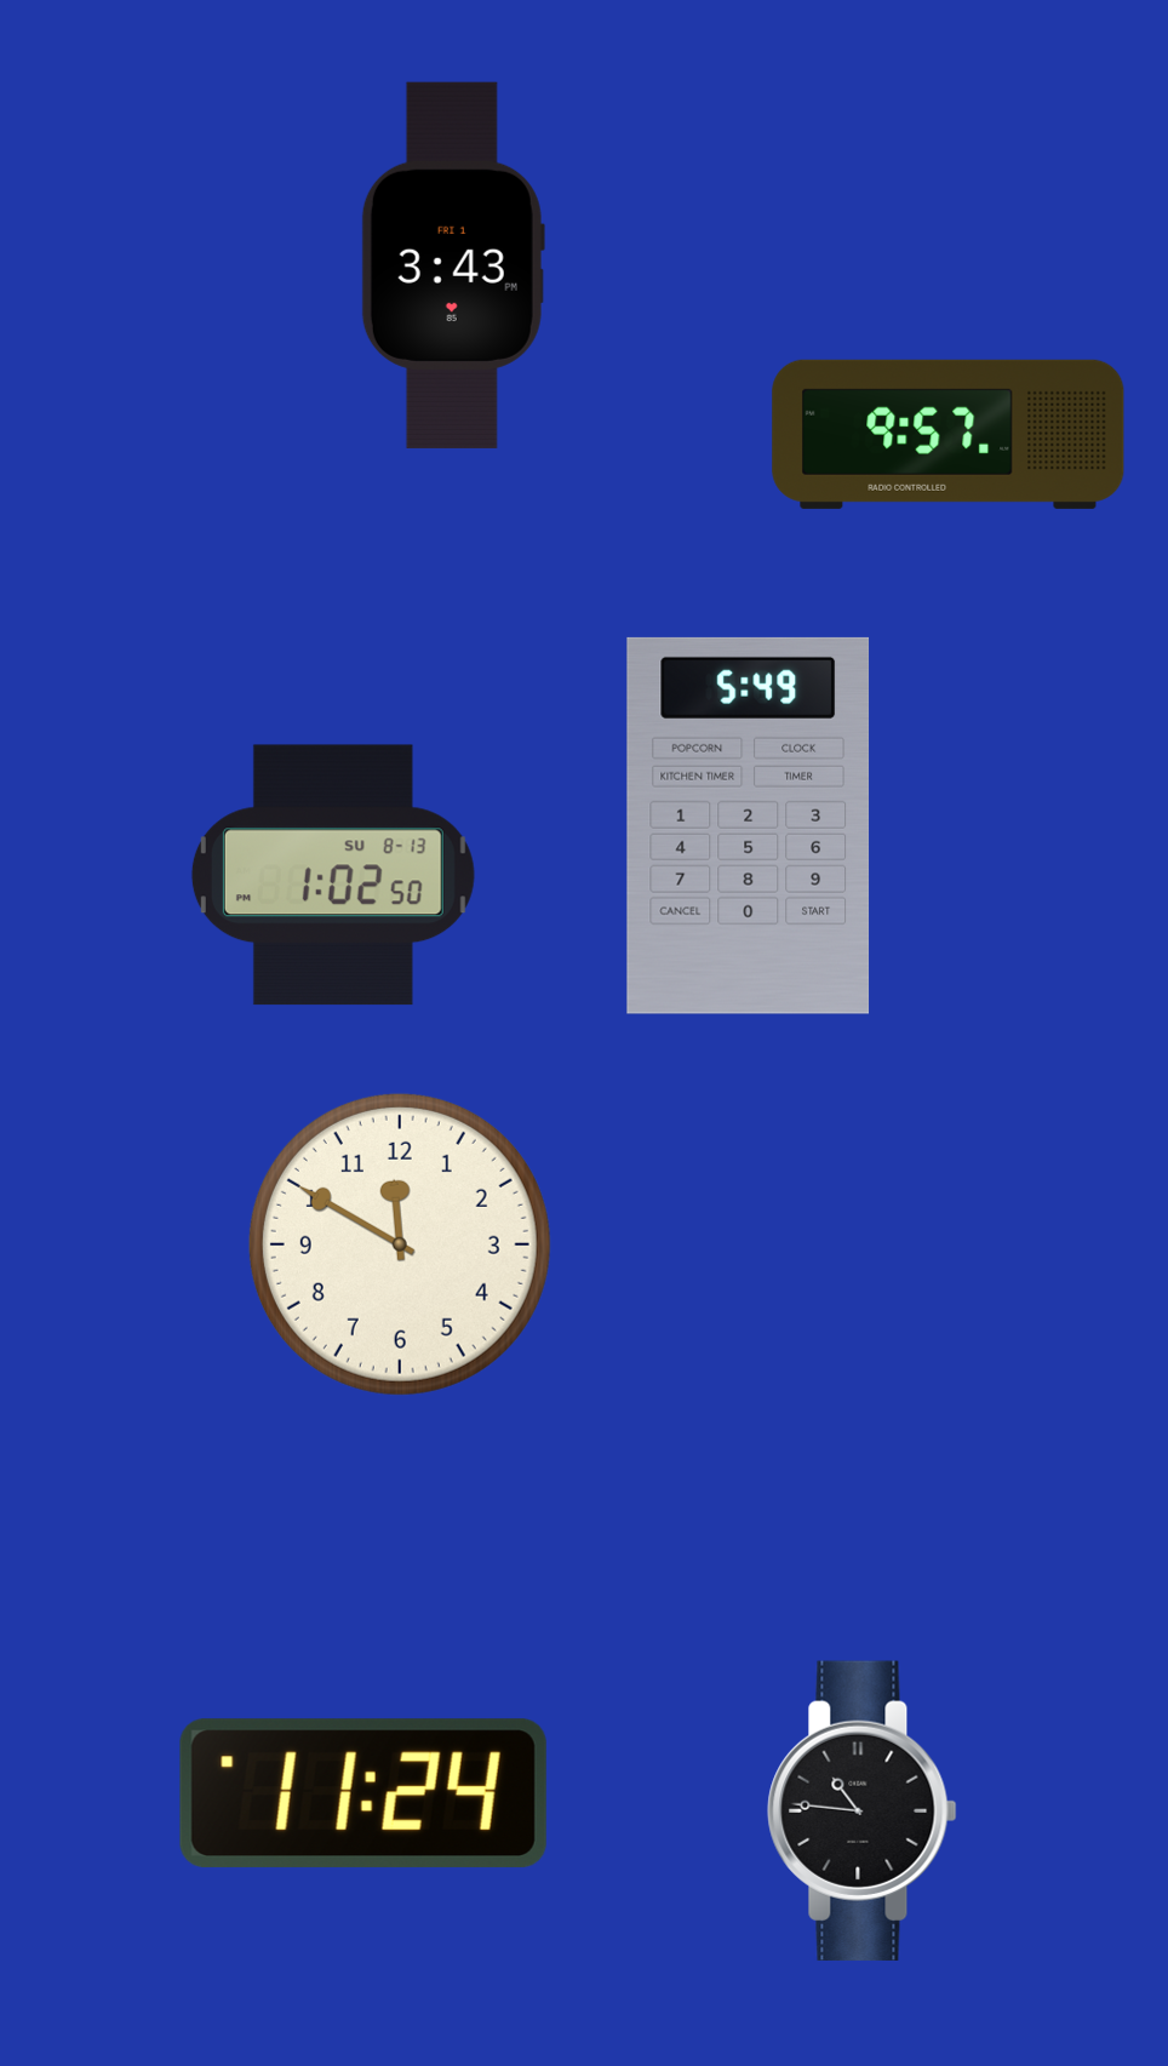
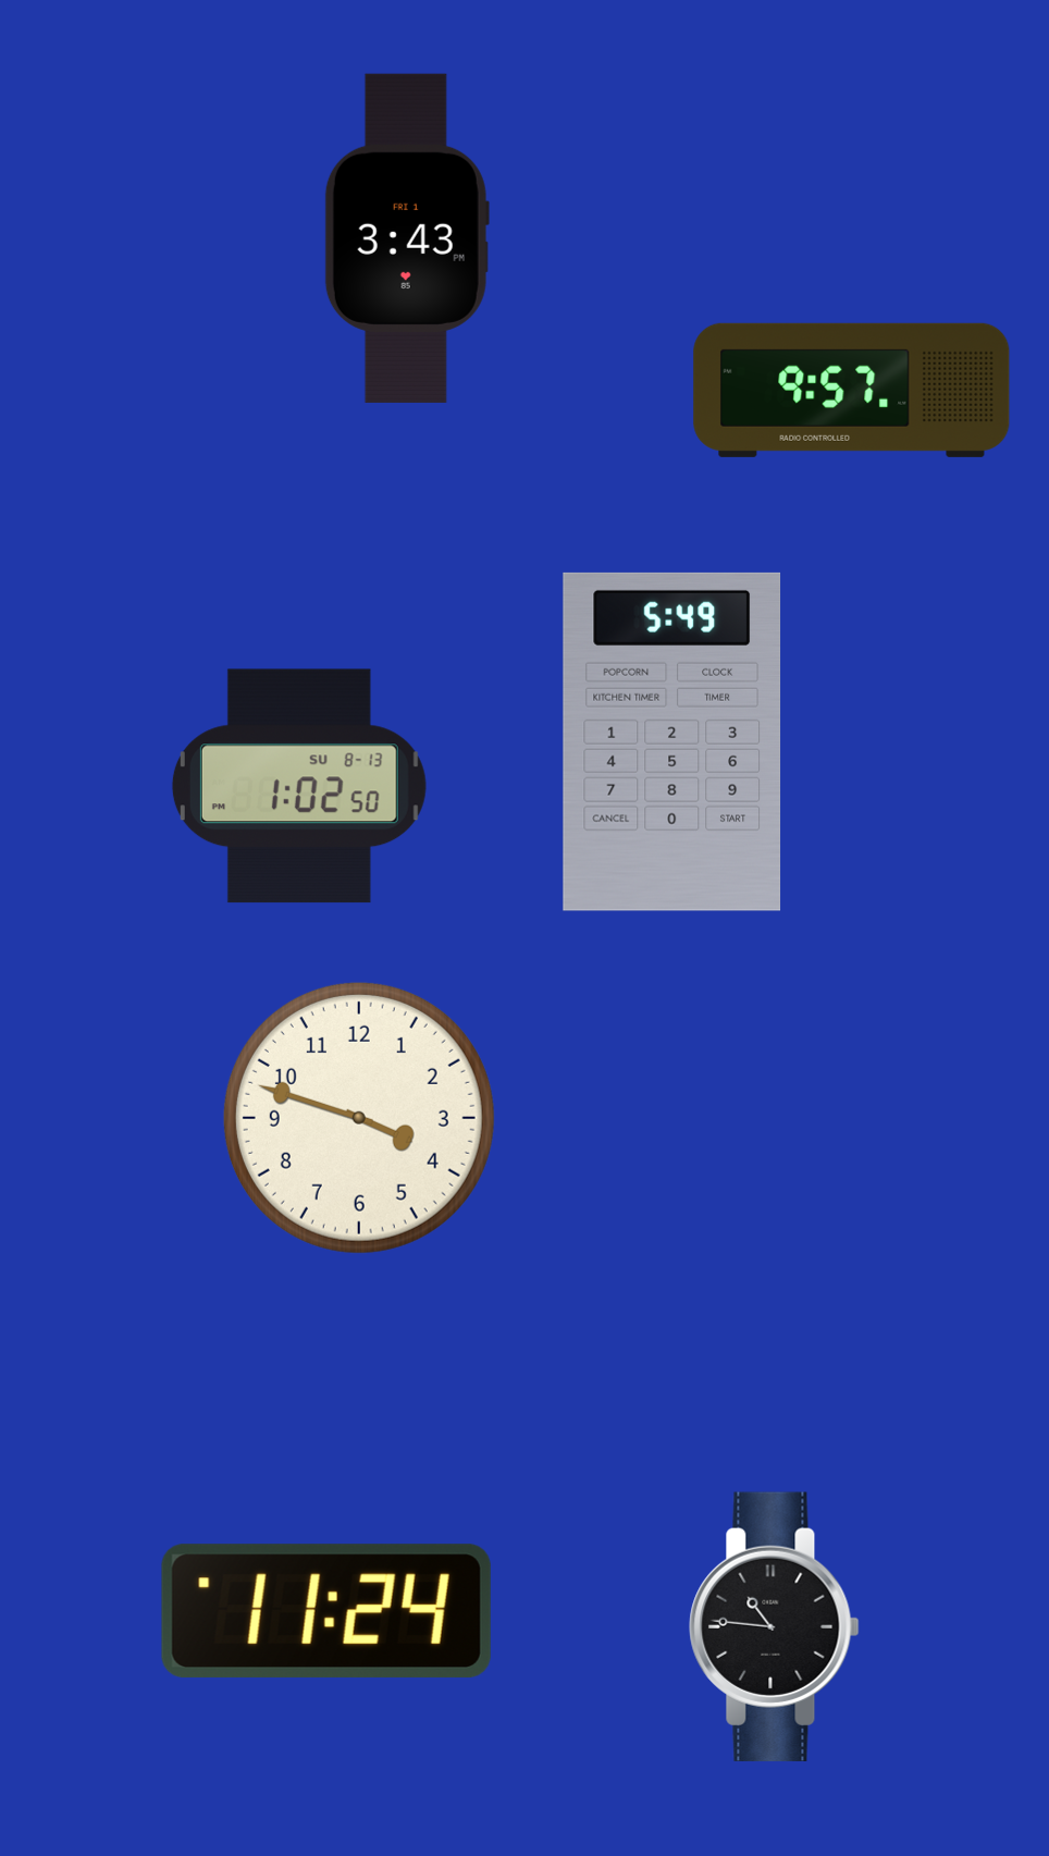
clock at (400, 1244): 11:50 -> 3:48
